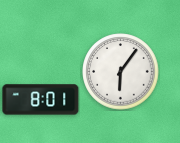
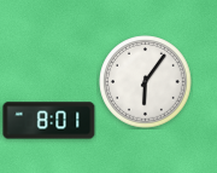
clock at (121, 72) position: (121, 72) -> (146, 82)
